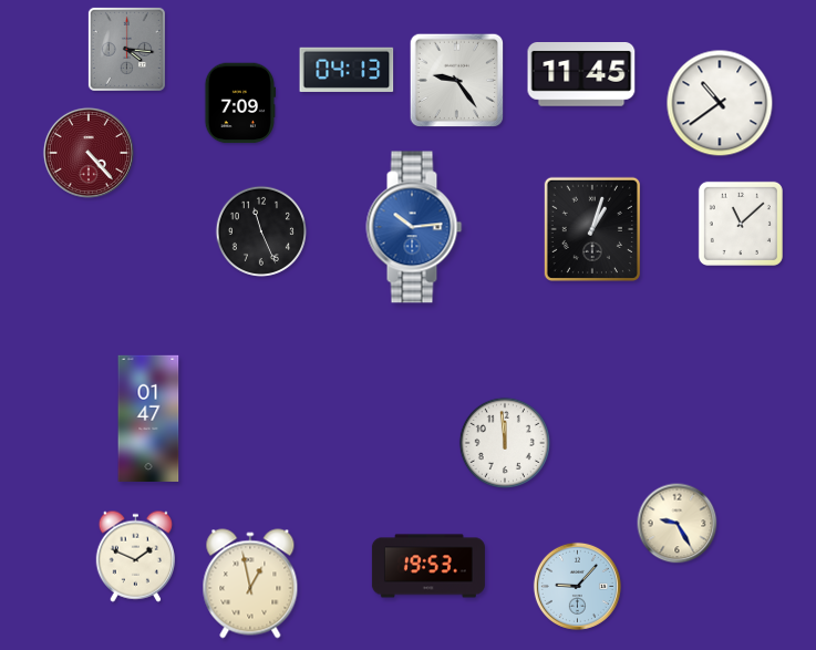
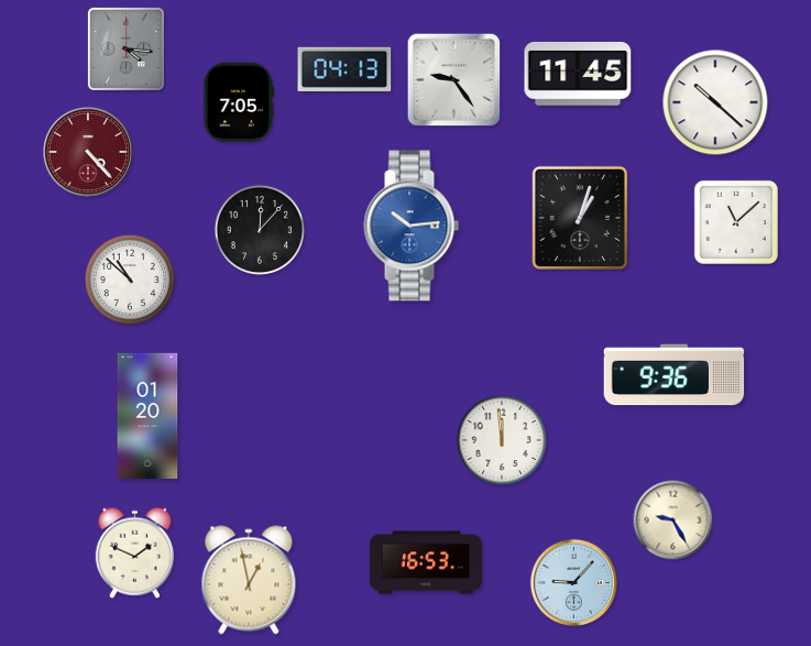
clock at (240, 103): 7:09 -> 7:05
clock at (720, 103): 10:39 -> 10:22
clock at (592, 229) position: (592, 229) -> (580, 218)
clock at (261, 231): 11:26 -> 12:07
clock at (130, 280): none -> 10:52
clock at (675, 375): none -> 9:36
clock at (148, 417): 01:47 -> 01:20
clock at (428, 566): 19:53 -> 16:53
